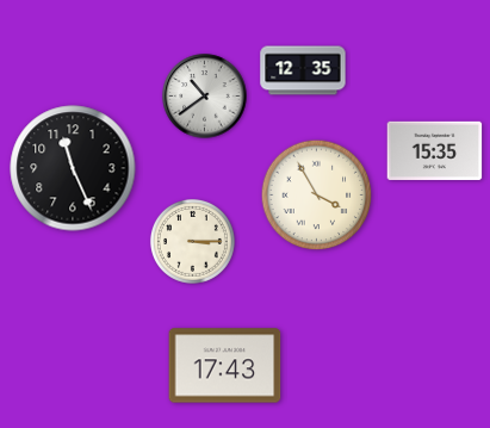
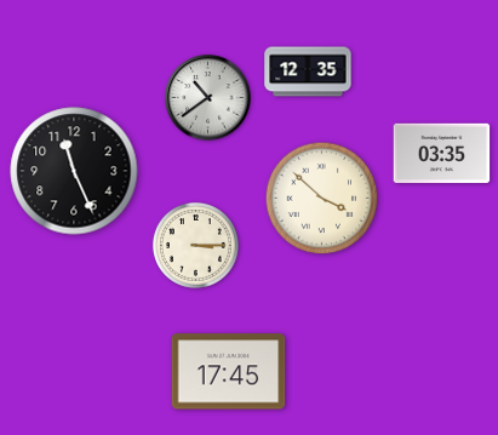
clock at (435, 150): 15:35 -> 03:35
clock at (317, 196): 3:55 -> 3:52
clock at (225, 366): 17:43 -> 17:45
